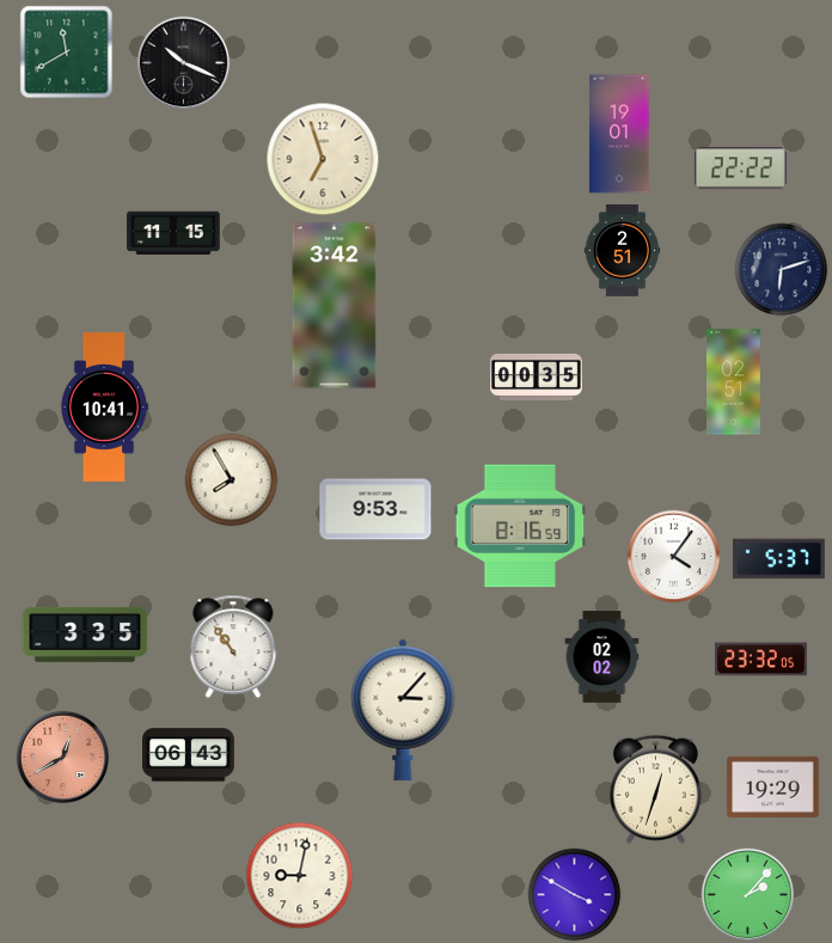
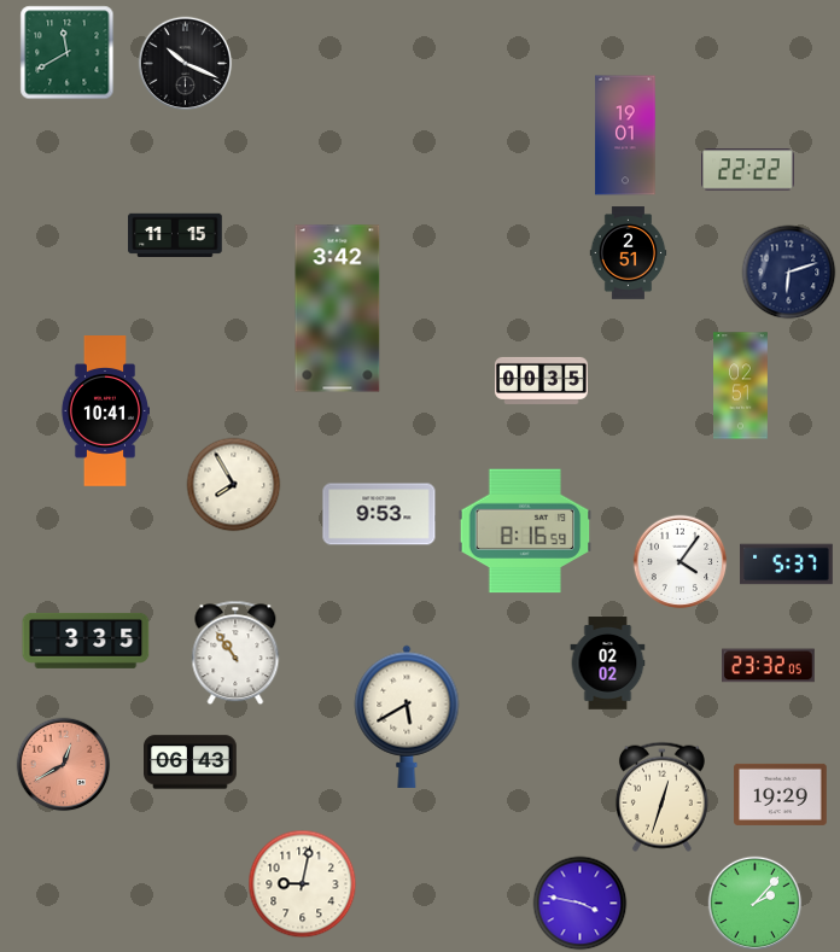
clock at (323, 159): 6:57 -> none
clock at (403, 710): 3:07 -> 5:40
clock at (574, 894): 3:50 -> 3:47
